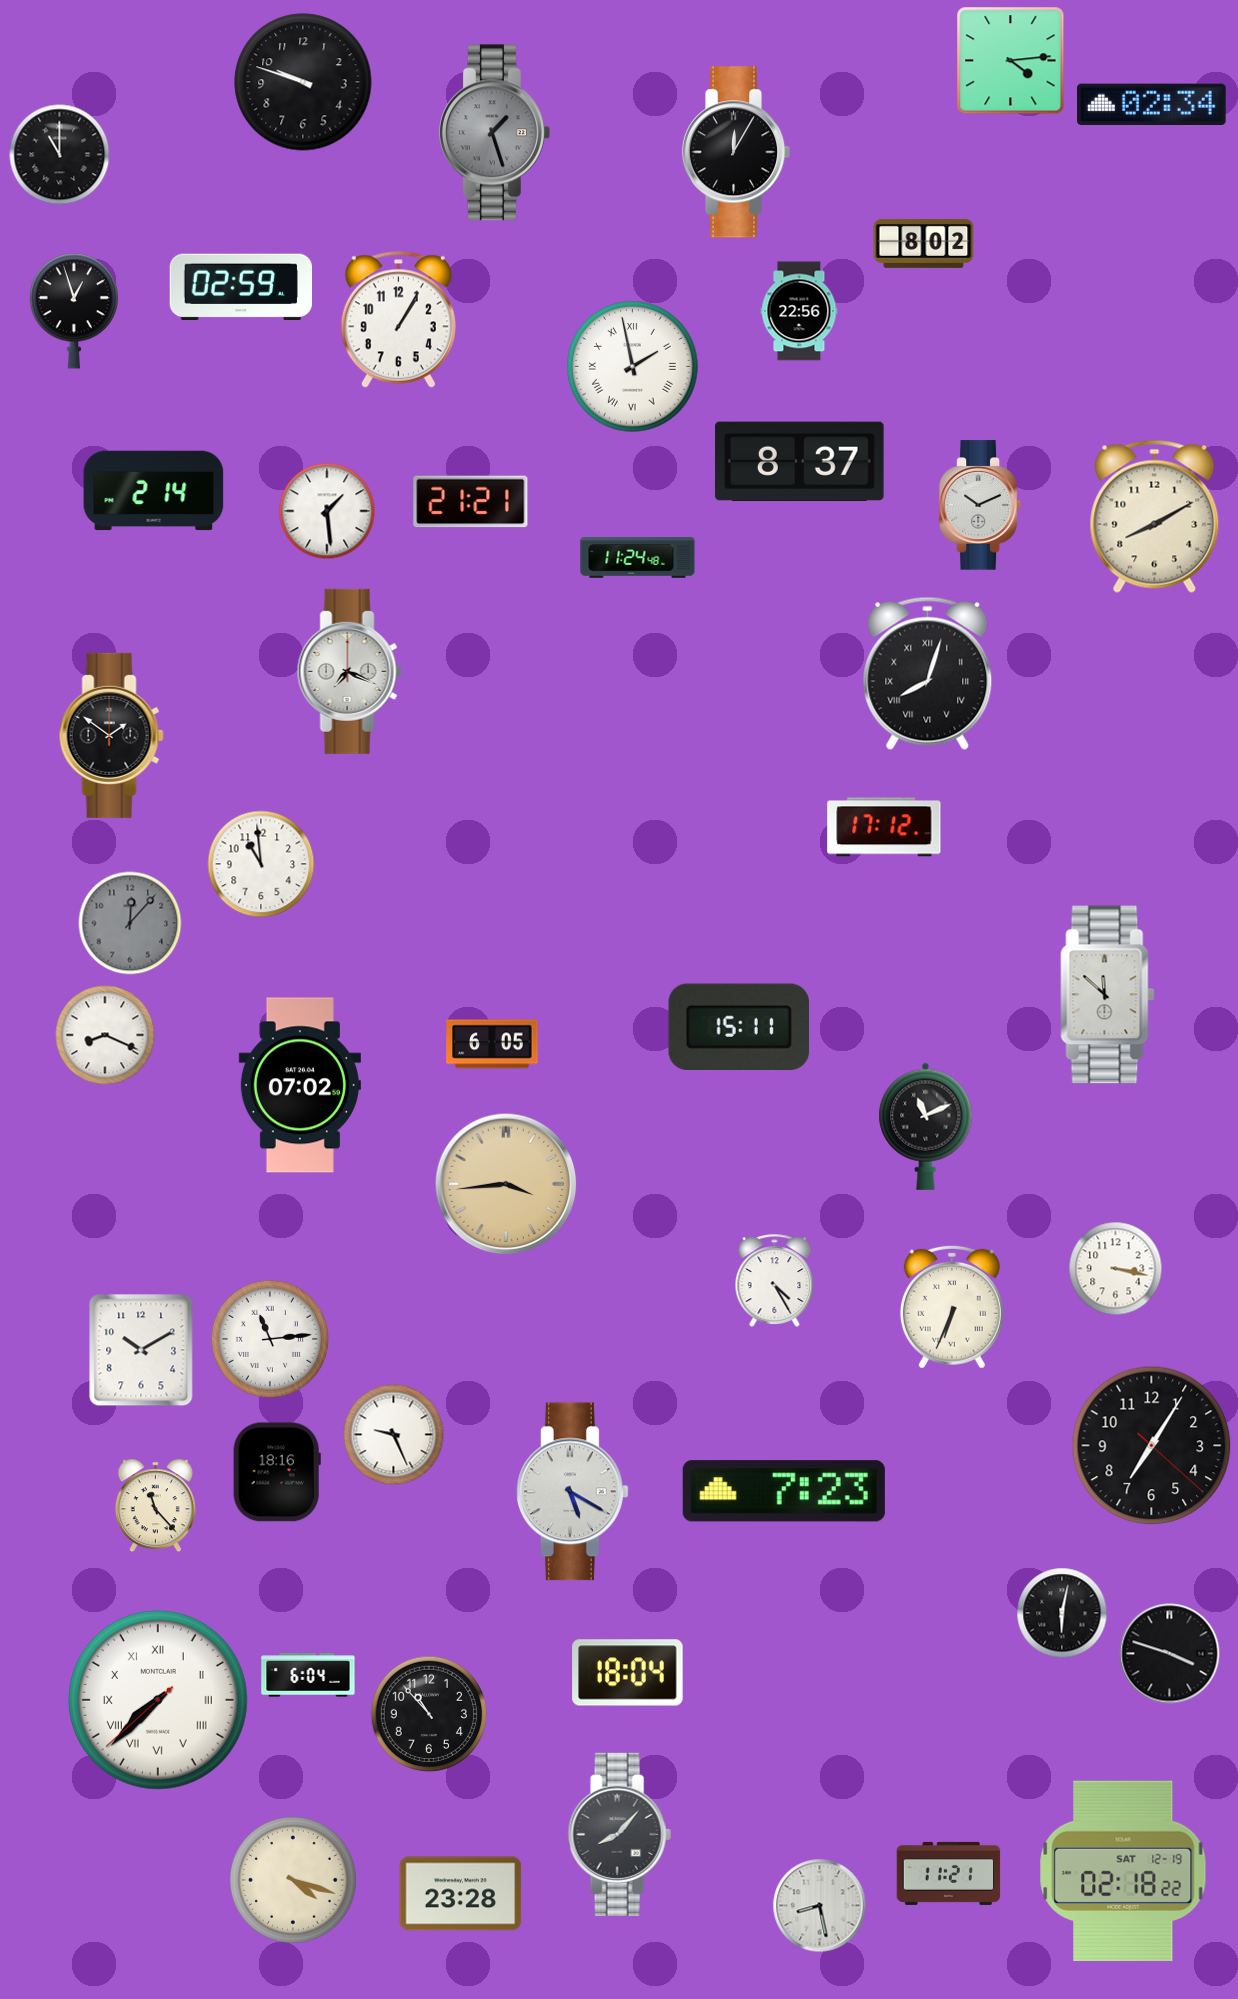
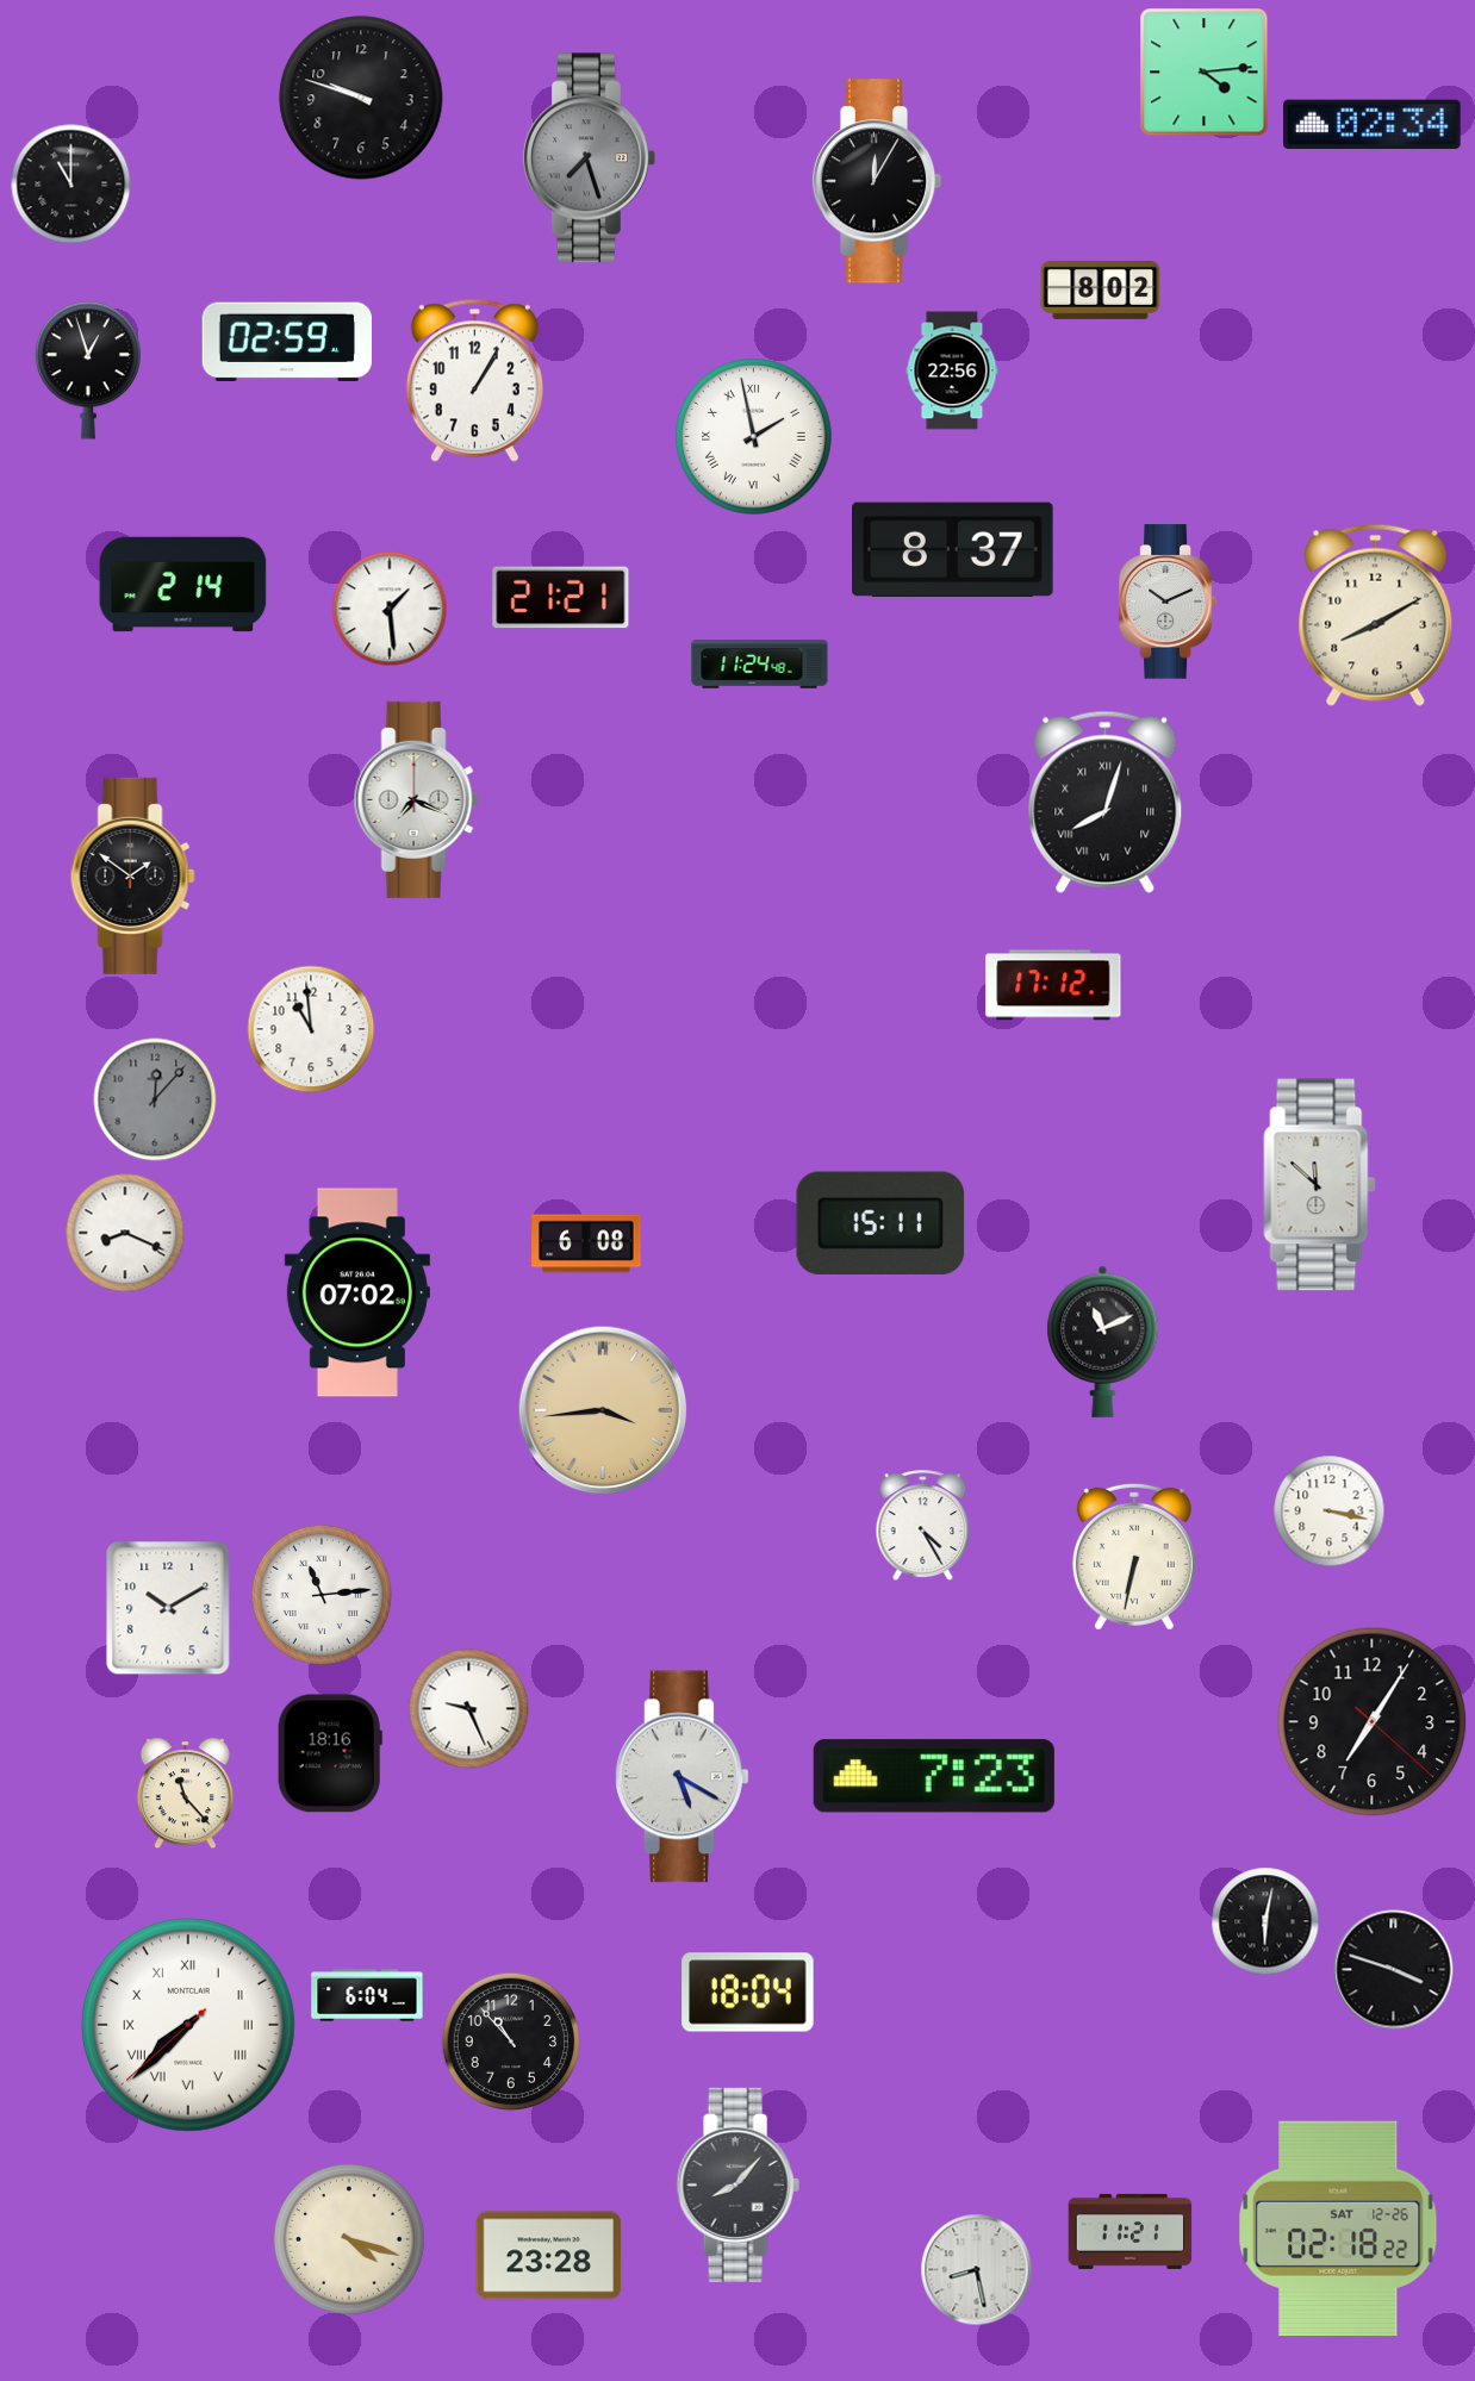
clock at (494, 133): 1:27 -> 7:27
clock at (492, 1044): 6:05 -> 6:08
clock at (952, 1307): 6:34 -> 6:32
clock at (1123, 1870) date: SAT 12-19 -> SAT 12-26
